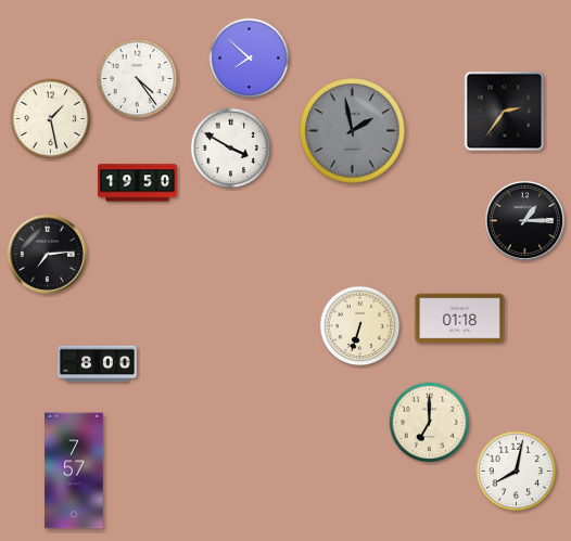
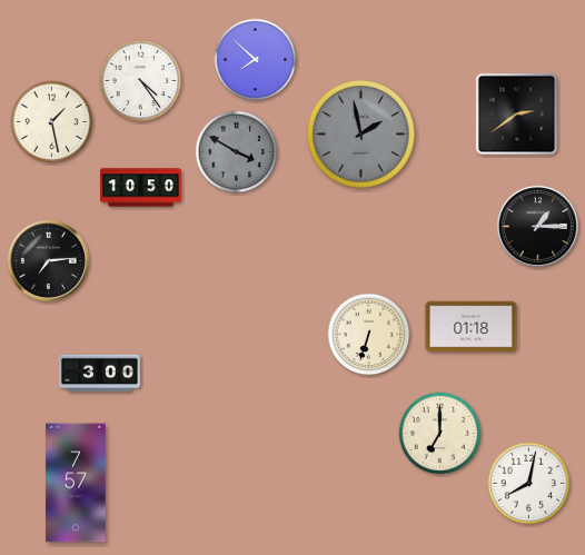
clock at (505, 112): 2:36 -> 2:39
clock at (231, 149) dial: white -> grey
clock at (138, 183): 19:50 -> 10:50
clock at (97, 364): 8:00 -> 3:00
